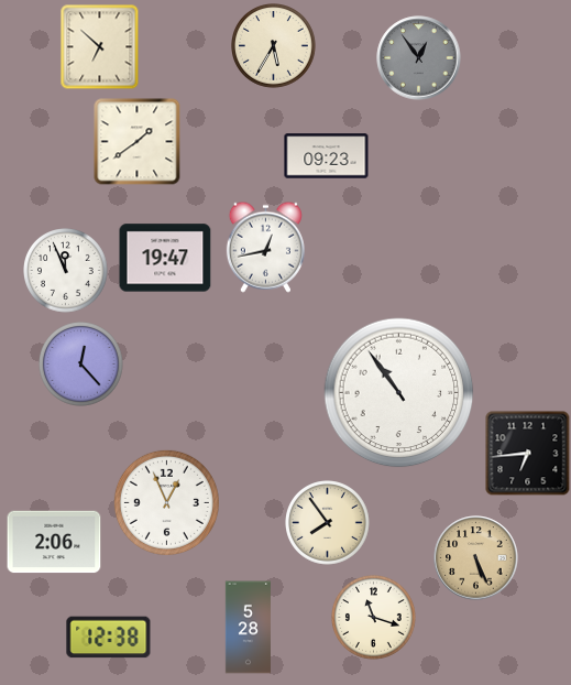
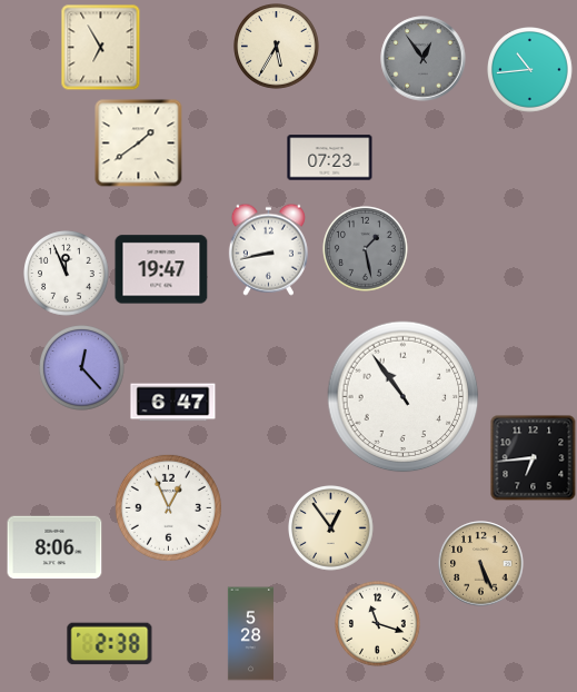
clock at (100, 46): 6:52 -> 6:55
clock at (530, 70): none -> 10:44
clock at (327, 156): 09:23 -> 07:23
clock at (265, 247): 12:43 -> 8:43
clock at (366, 249): none -> 1:28
clock at (165, 258) position: (165, 258) -> (161, 269)
clock at (173, 403): none -> 6:47
clock at (328, 523): 7:54 -> 12:54
clock at (54, 542): 2:06 -> 8:06
clock at (109, 638): 12:38 -> 2:38
